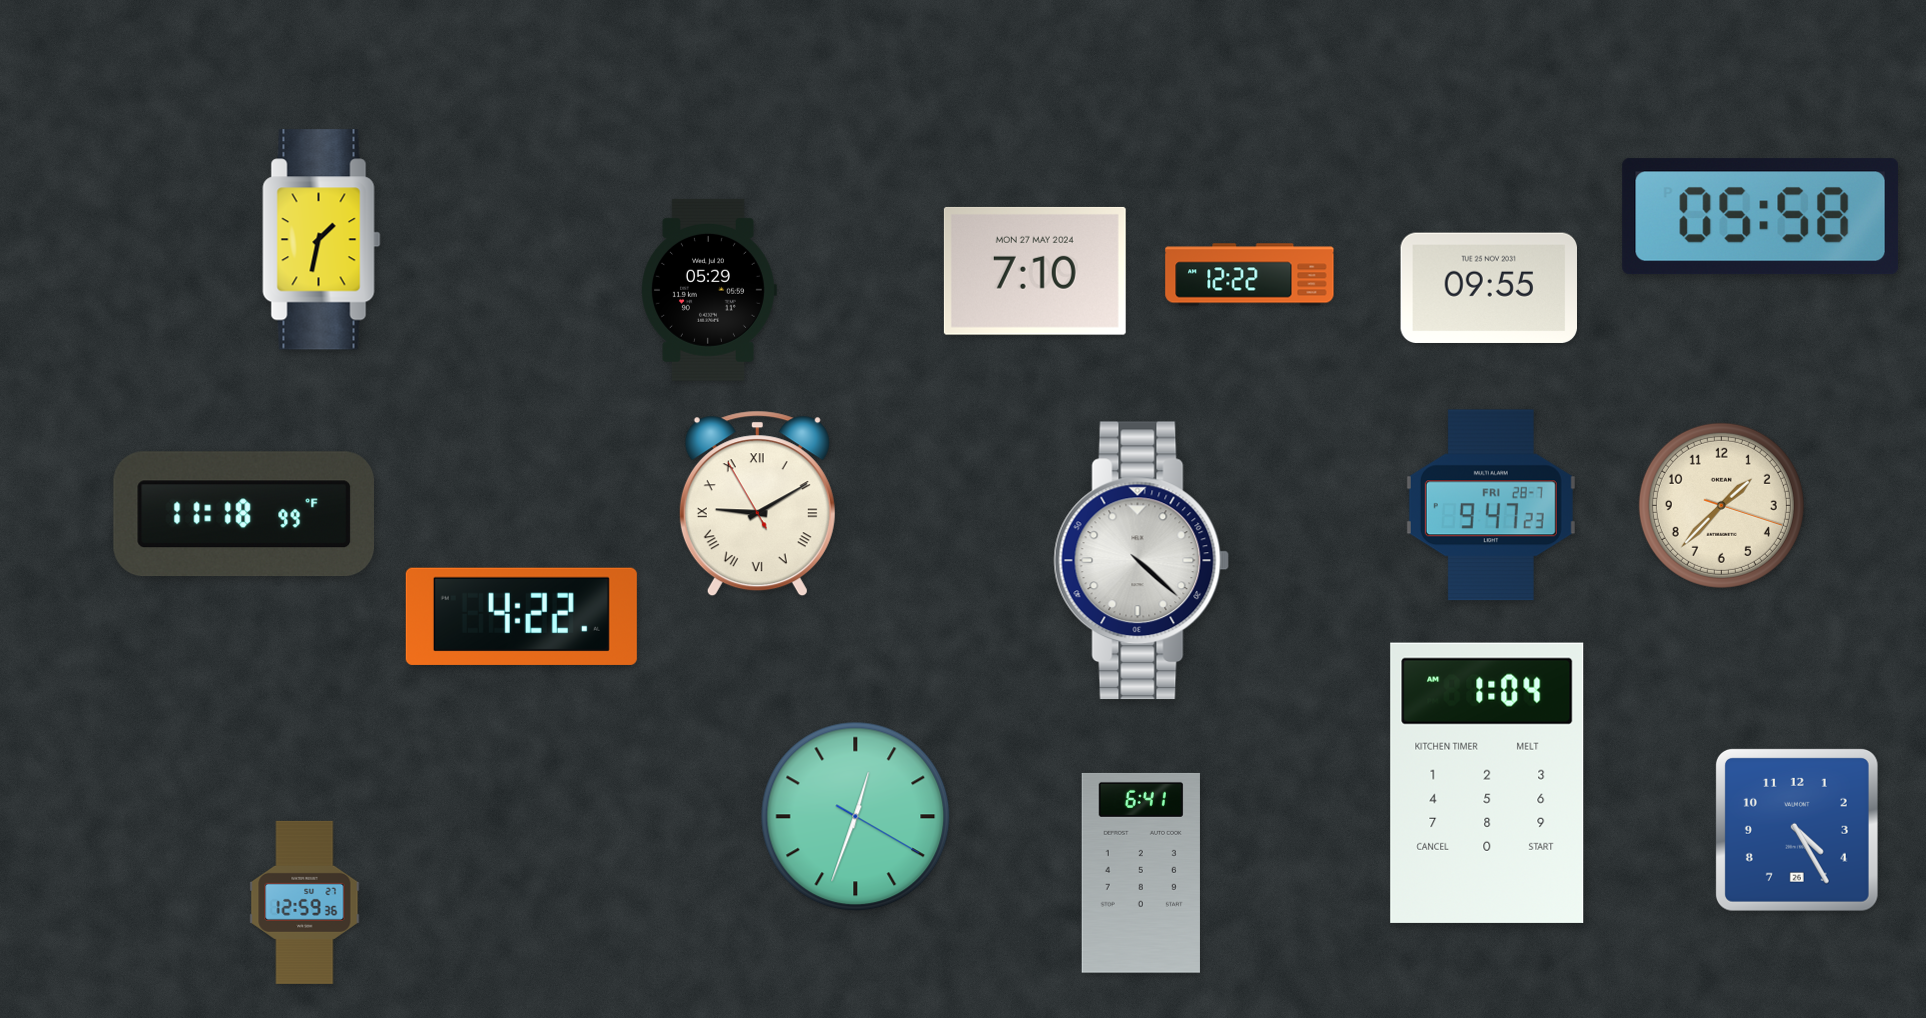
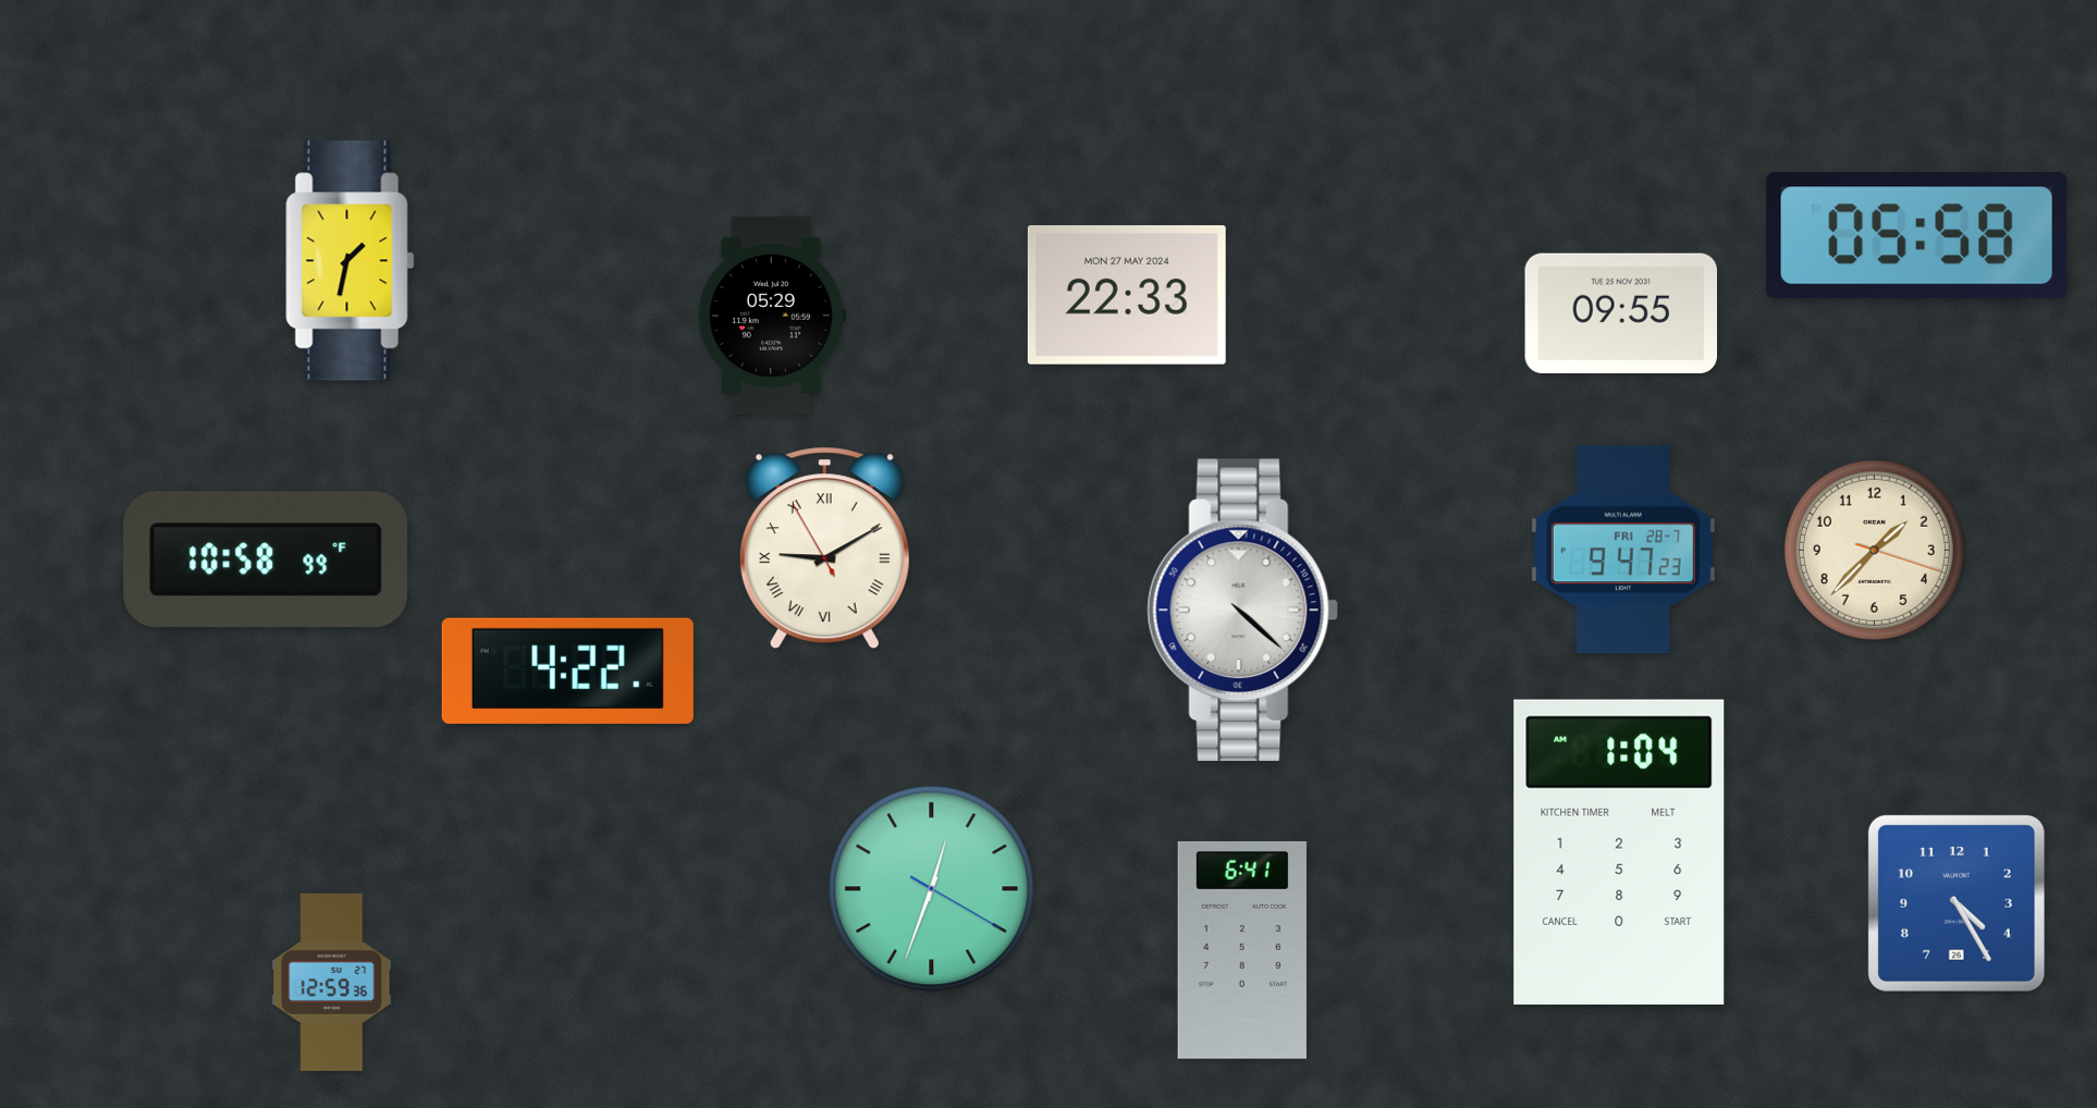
clock at (1035, 271): 7:10 -> 22:33
clock at (1250, 275): 12:22 -> none
clock at (244, 514): 11:18 -> 10:58
